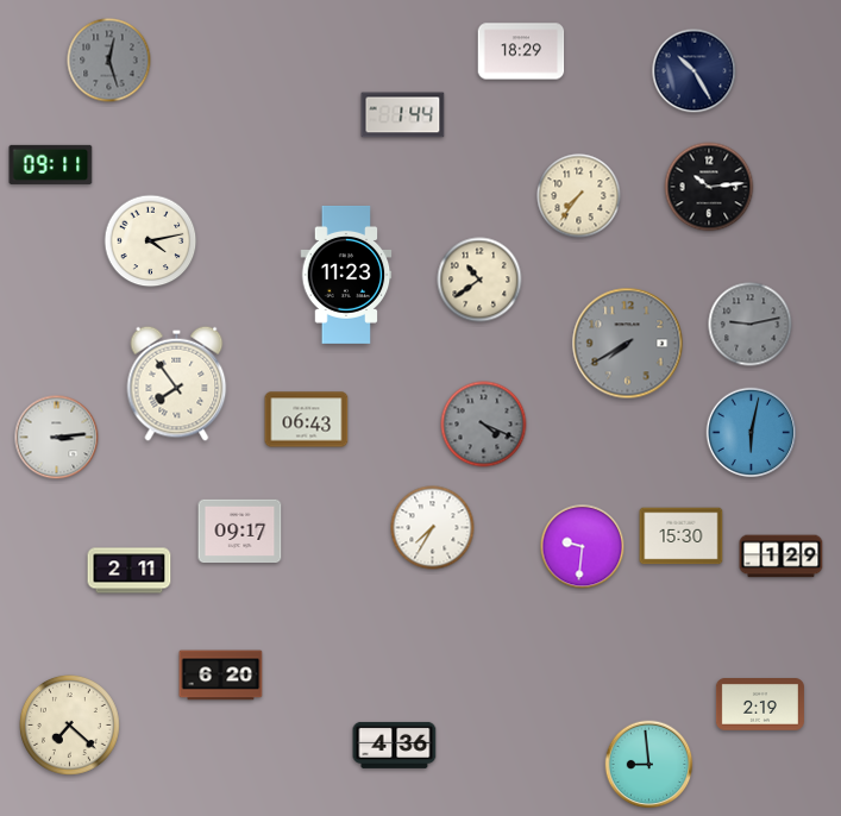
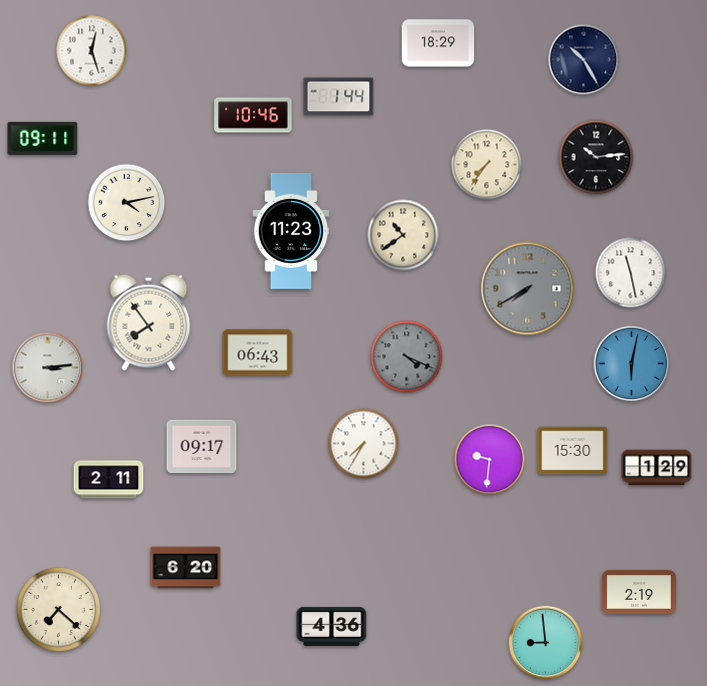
clock at (109, 61) dial: grey -> white
clock at (253, 115): none -> 10:46
clock at (751, 325): 9:13 -> 11:28
clock at (751, 325) dial: grey -> white
